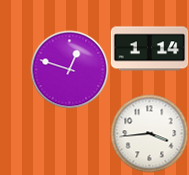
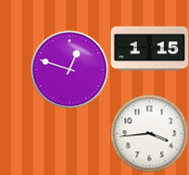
clock at (149, 49): 1:14 -> 1:15
